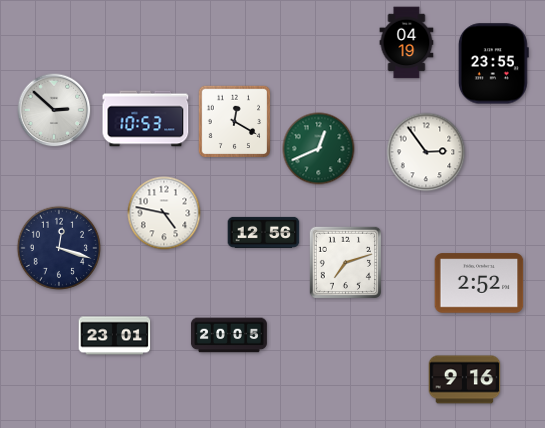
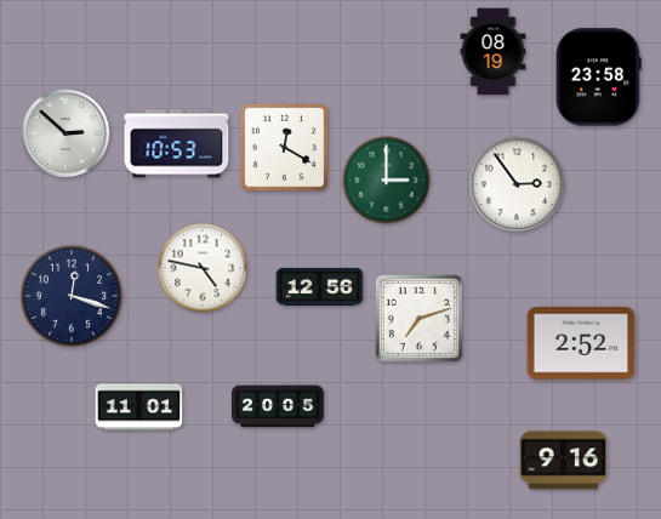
clock at (407, 43): 04:19 -> 08:19
clock at (493, 64): 23:55 -> 23:58
clock at (319, 149): 12:41 -> 3:00
clock at (164, 213) position: (164, 213) -> (203, 268)
clock at (264, 232) position: (264, 232) -> (320, 286)
clock at (59, 248) position: (59, 248) -> (72, 296)
clock at (115, 336): 23:01 -> 11:01
